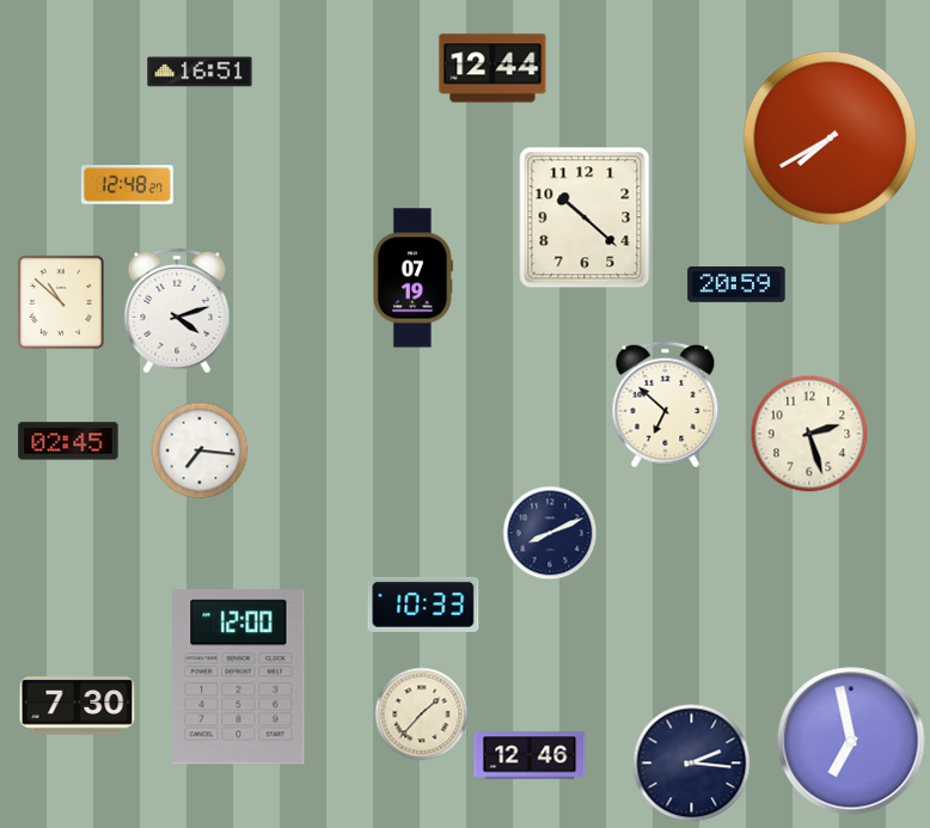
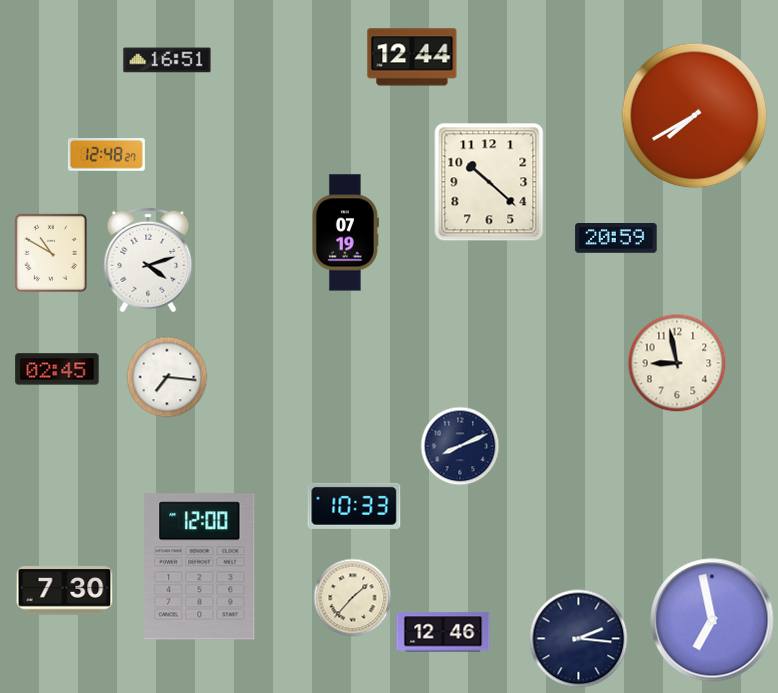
clock at (61, 302): 10:52 -> 10:50
clock at (666, 405): 6:52 -> none
clock at (809, 434): 2:27 -> 8:58
